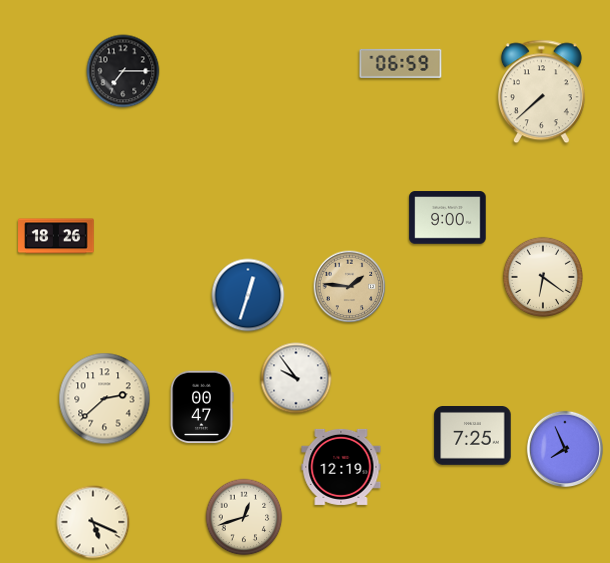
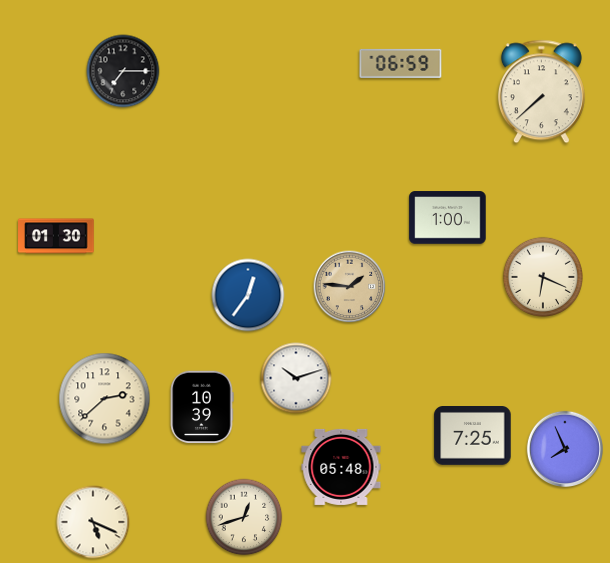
clock at (448, 218): 9:00 -> 1:00
clock at (56, 236): 18:26 -> 01:30
clock at (542, 276): 6:21 -> 6:19
clock at (248, 295): 12:33 -> 12:36
clock at (296, 378): 9:54 -> 10:12
clock at (202, 407): 00:47 -> 10:39
clock at (341, 467): 12:19 -> 05:48
